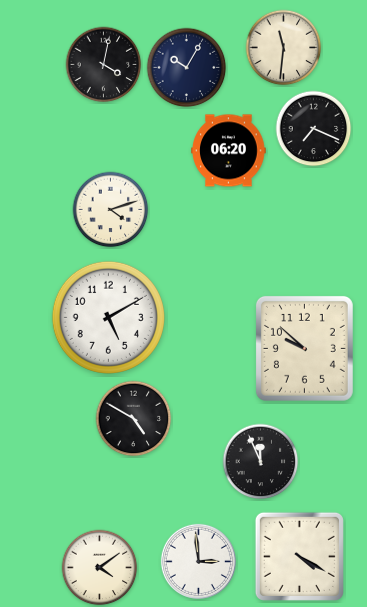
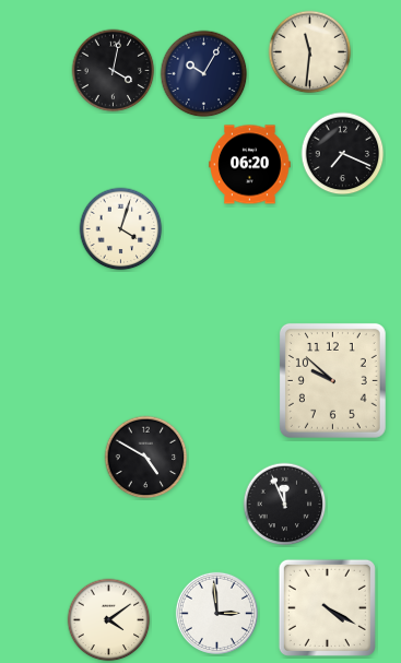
clock at (314, 129) position: (314, 129) -> (343, 154)
clock at (111, 210): 4:12 -> 4:03
clock at (108, 317): 5:10 -> none
